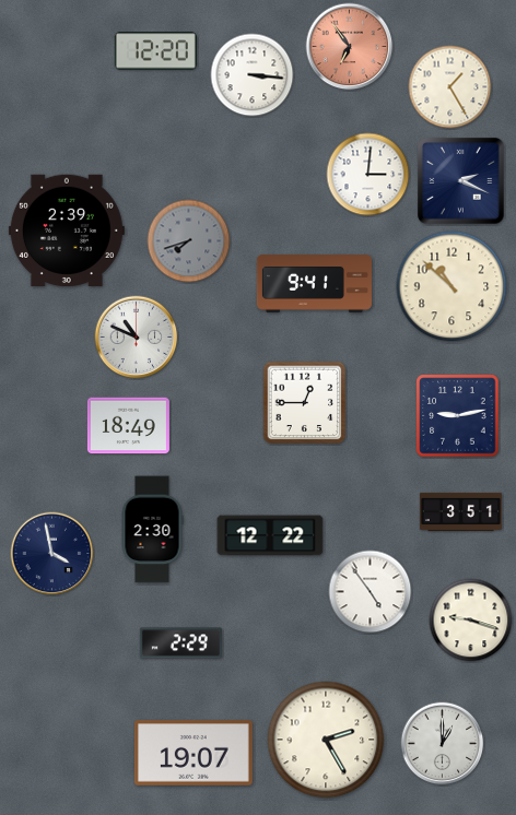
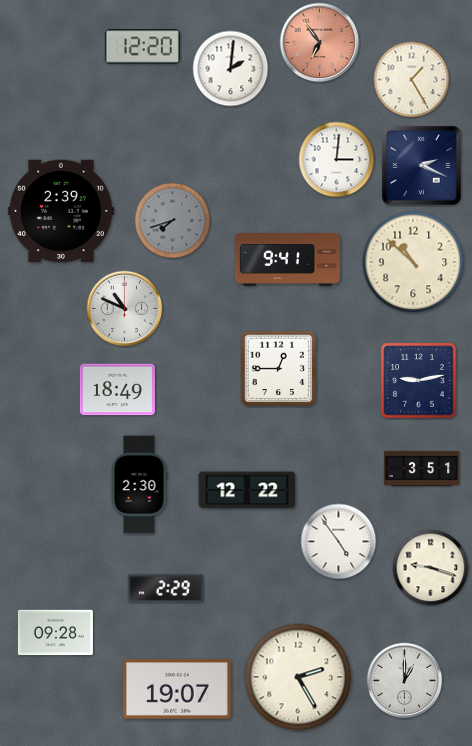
clock at (253, 75): 3:16 -> 2:01
clock at (52, 554): 3:58 -> none
clock at (55, 633): none -> 09:28
